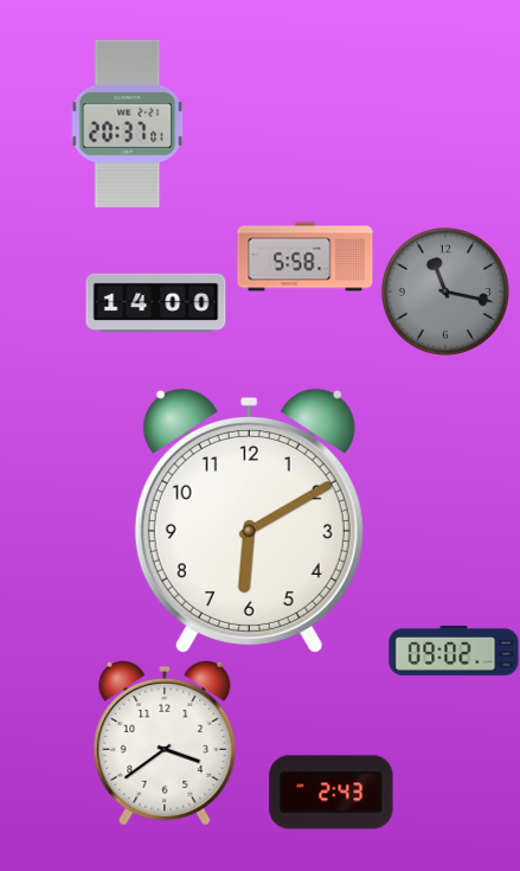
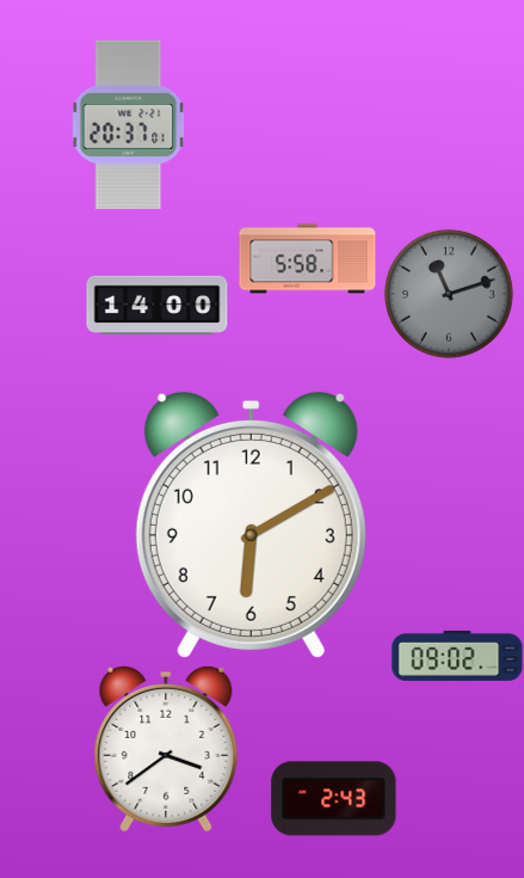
clock at (445, 292): 11:17 -> 11:12
